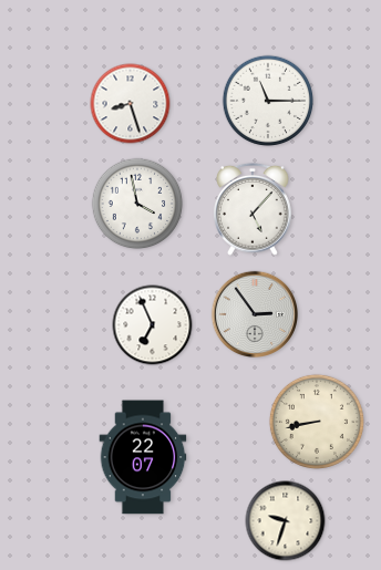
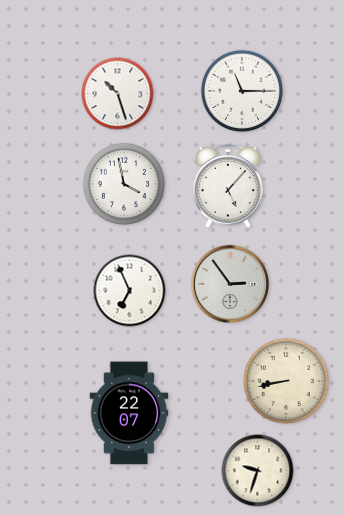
clock at (131, 104): 8:27 -> 10:27
clock at (254, 209) position: (254, 209) -> (229, 186)
clock at (153, 325) position: (153, 325) -> (130, 291)
